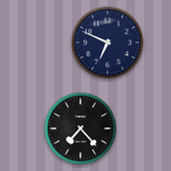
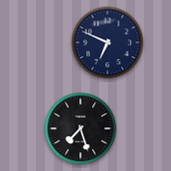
clock at (81, 129): 7:23 -> 7:27
